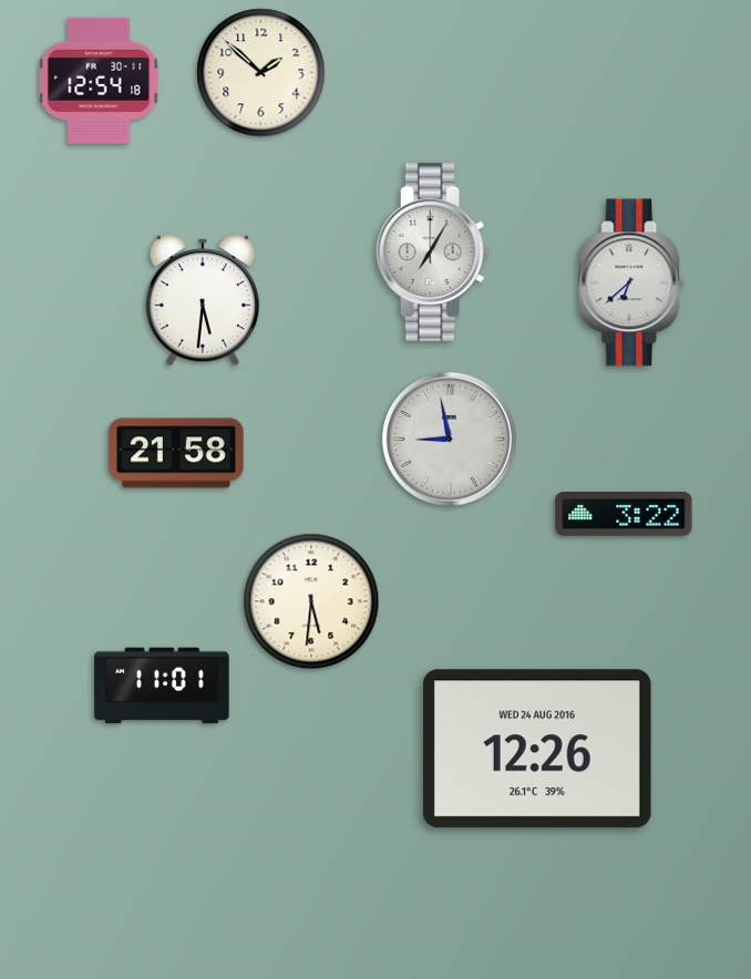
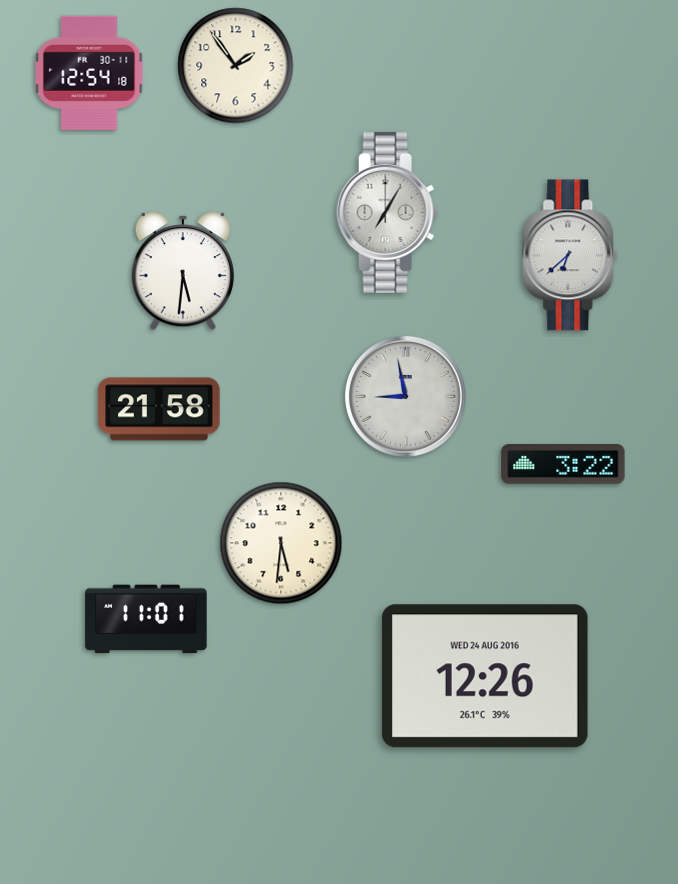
clock at (261, 73): 1:52 -> 1:54
clock at (433, 251) position: (433, 251) -> (388, 212)
